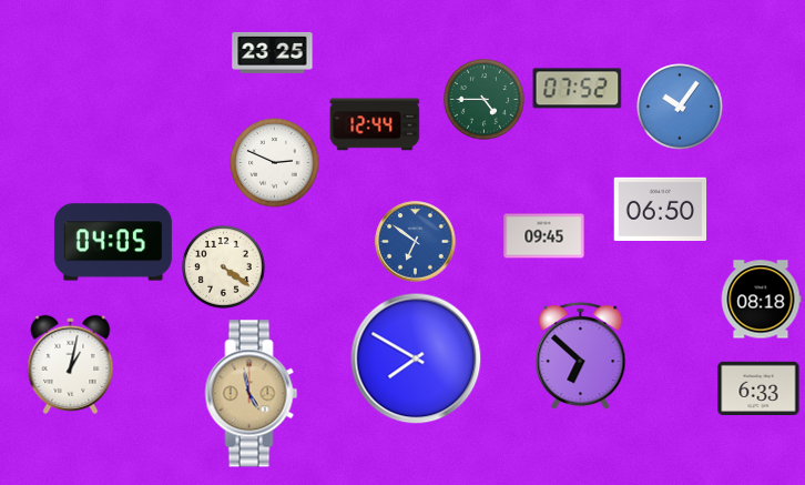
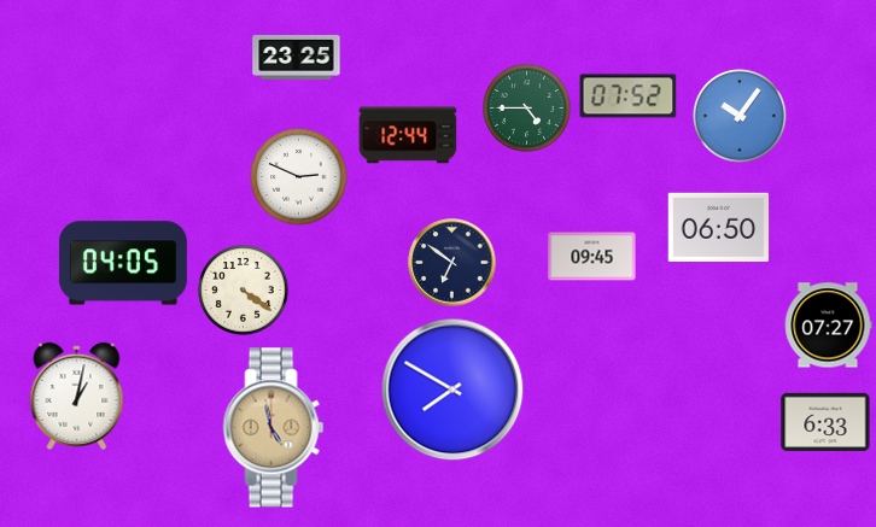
clock at (416, 242) dial: blue -> navy
clock at (761, 300): 08:18 -> 07:27
clock at (581, 356): 6:52 -> none
